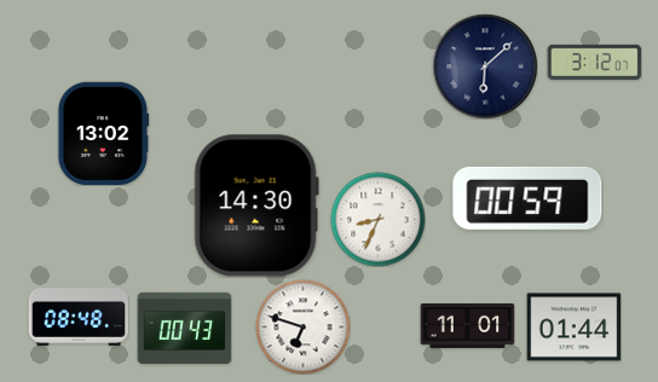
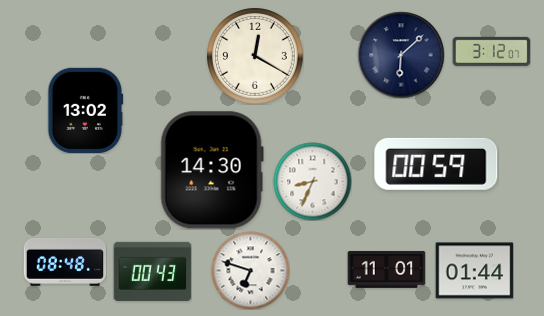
clock at (255, 56): none -> 12:20
